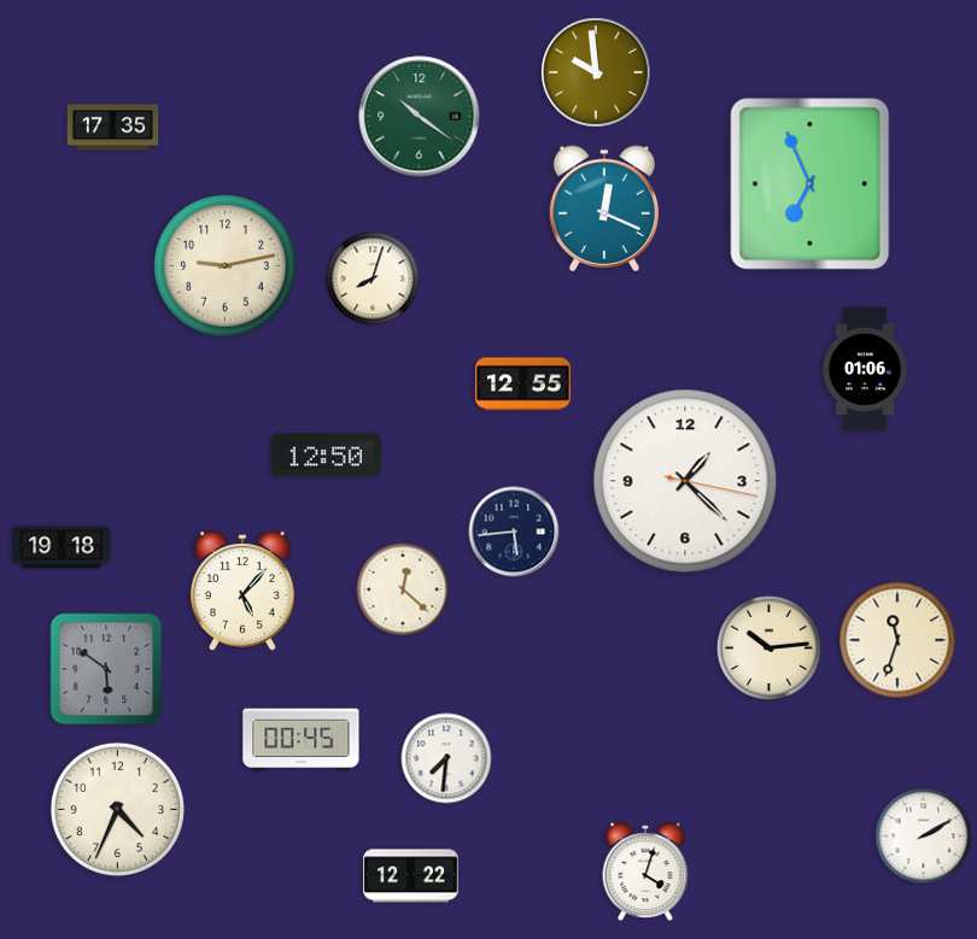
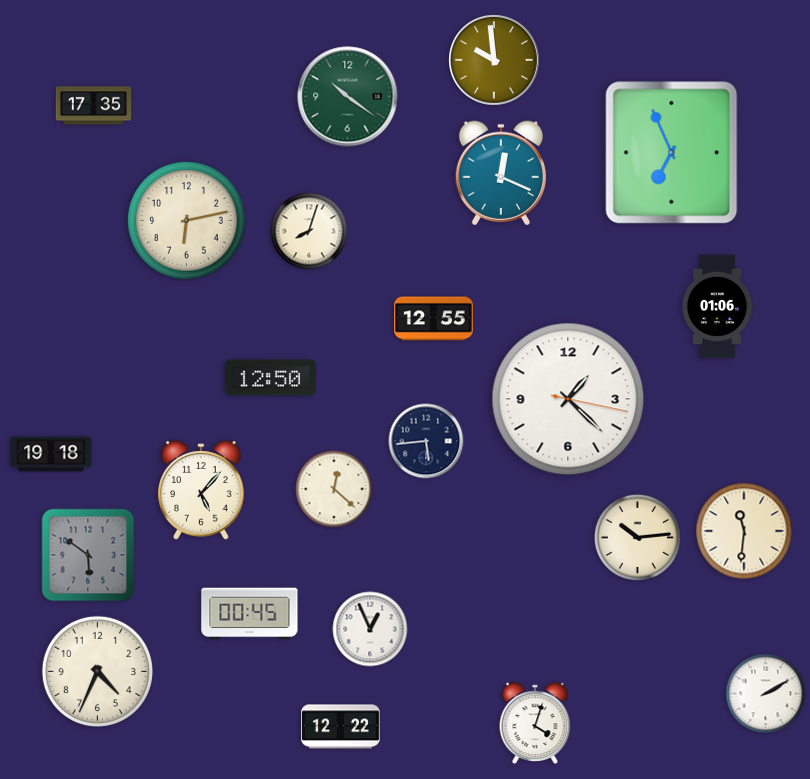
clock at (226, 266): 9:13 -> 6:13
clock at (897, 640): 11:33 -> 11:31
clock at (446, 758): 7:31 -> 12:56
